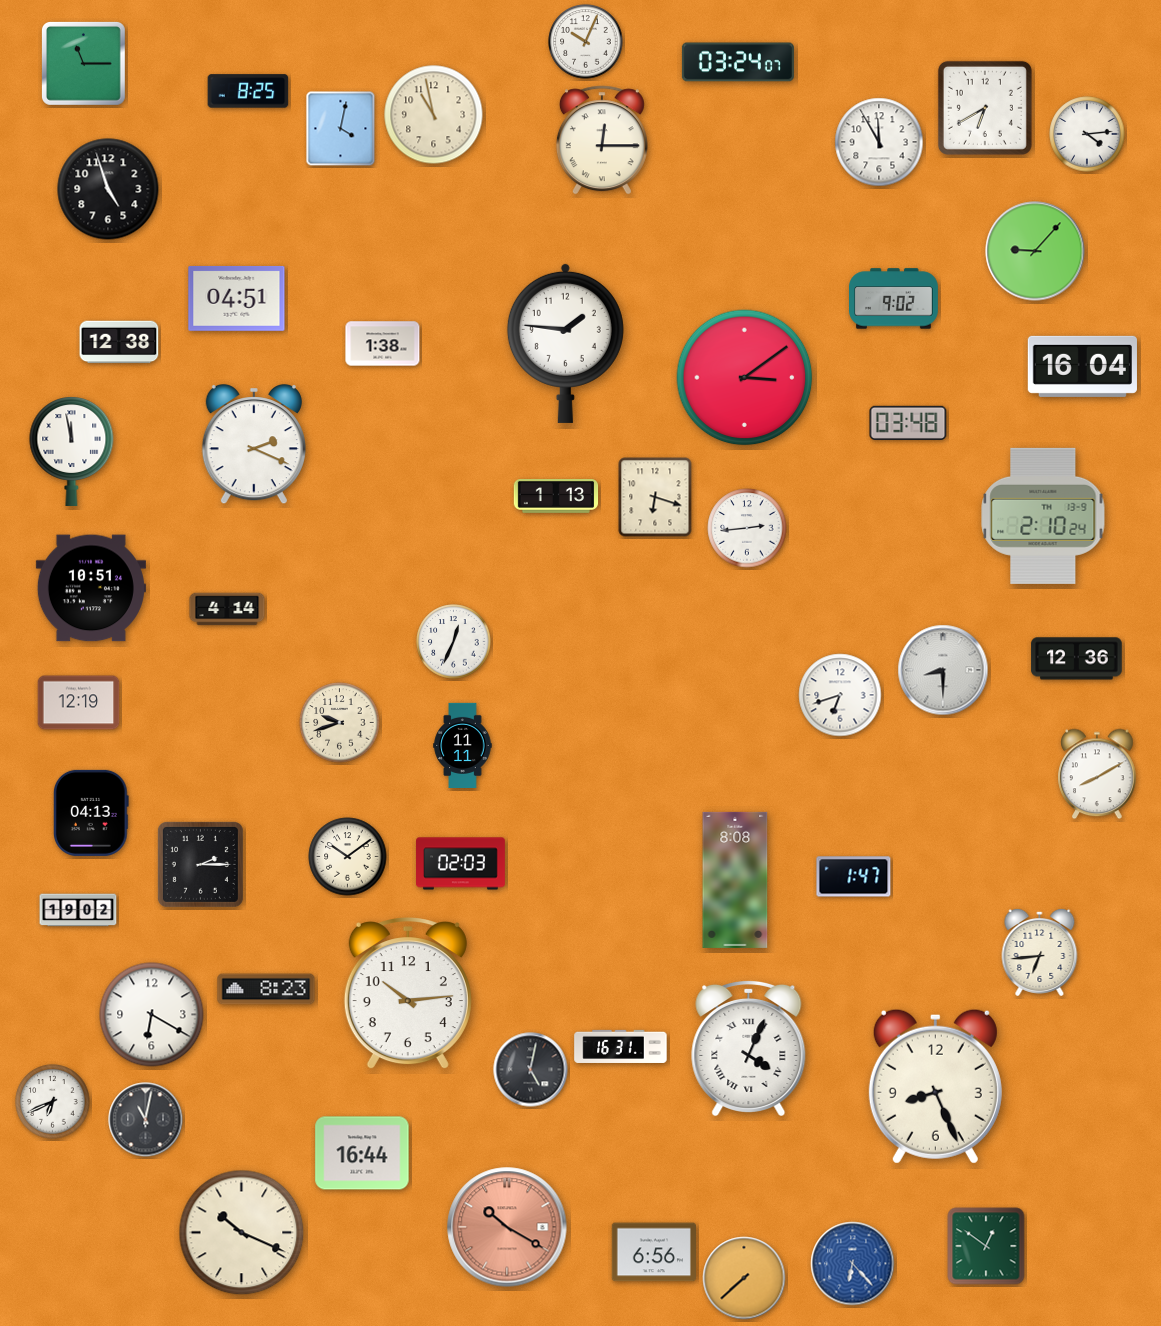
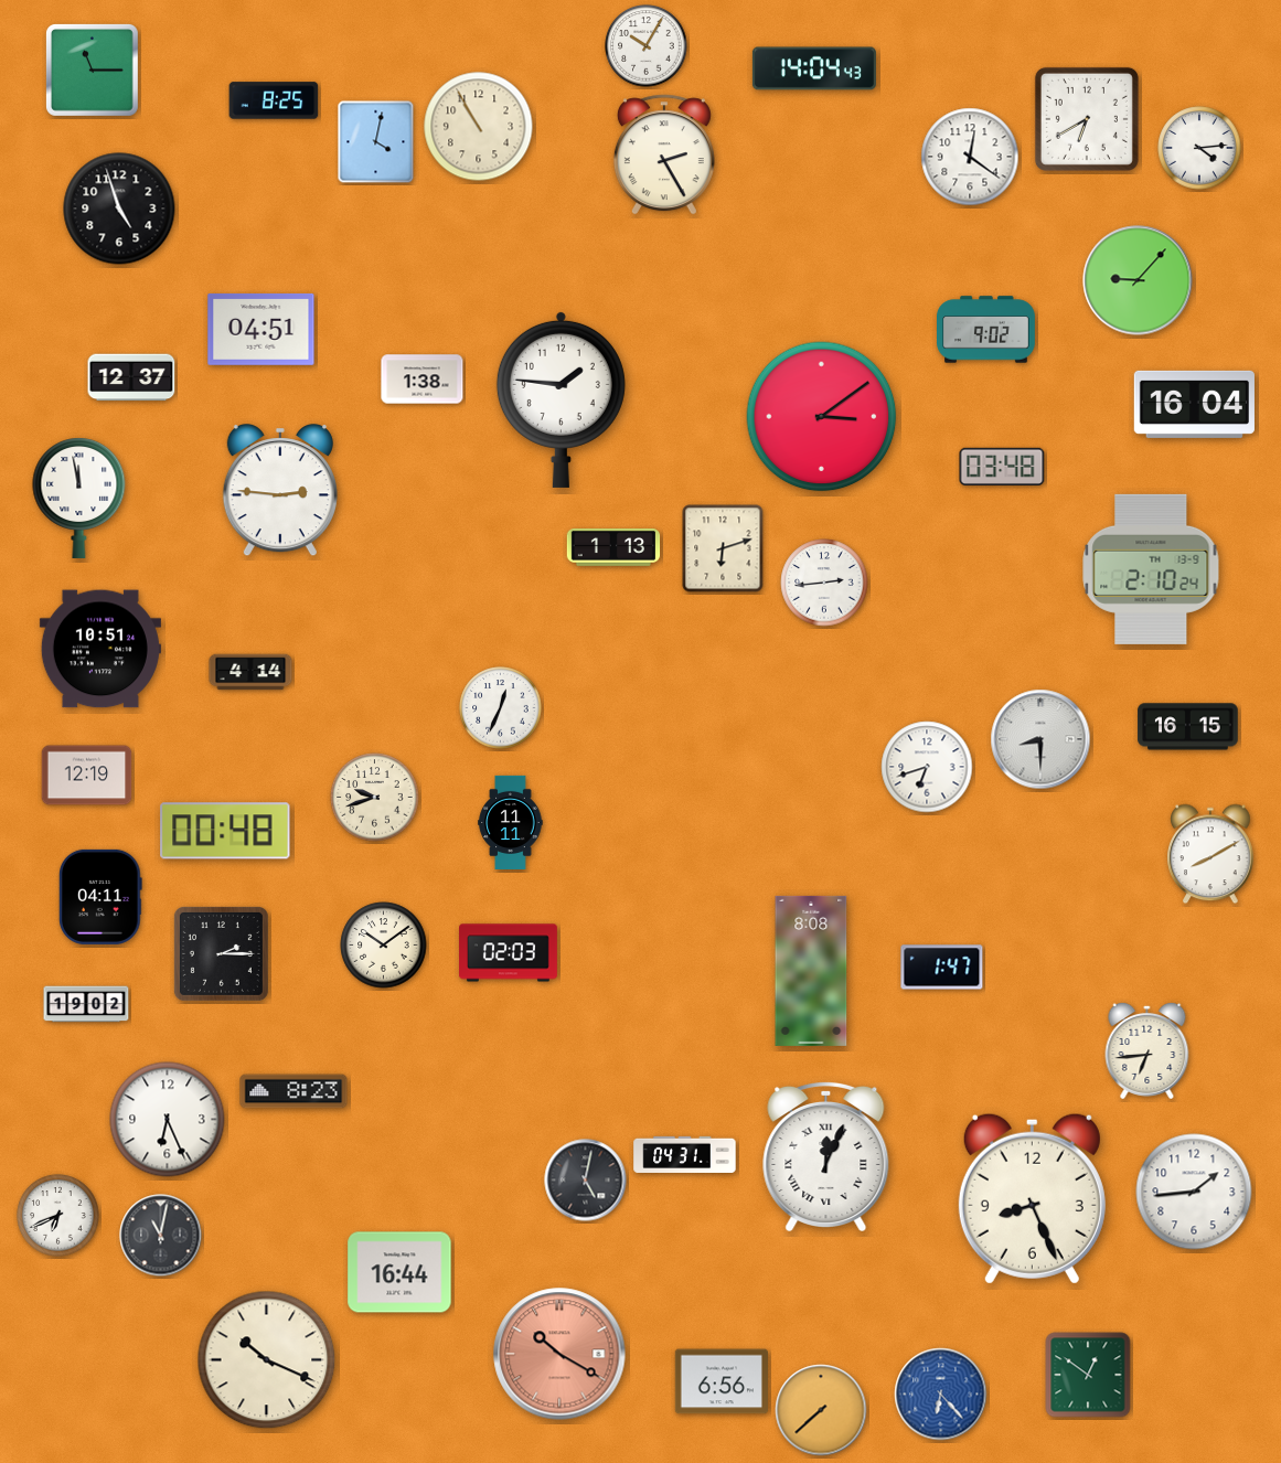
clock at (586, 42): 10:04 -> 10:05
clock at (738, 62): 03:24 -> 14:04
clock at (434, 115): 10:58 -> 10:55
clock at (602, 140): 12:15 -> 2:25
clock at (879, 142): 11:55 -> 12:21
clock at (1035, 251) position: (1035, 251) -> (1138, 280)
clock at (119, 342): 12:38 -> 12:37
clock at (565, 343) position: (565, 343) -> (561, 399)
clock at (254, 445): 2:19 -> 2:46
clock at (655, 497): 6:18 -> 6:12
clock at (1077, 659): 12:36 -> 16:15
clock at (225, 831): none -> 00:48
clock at (92, 813): 04:13 -> 04:11
clock at (408, 994): 10:14 -> none
clock at (152, 1015): 6:20 -> 6:26
clock at (621, 1046): 16:31 -> 04:31
clock at (749, 1047): 4:04 -> 12:04
clock at (1194, 1192): none -> 1:44
